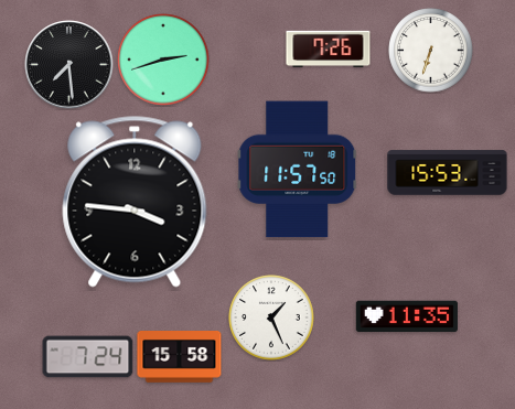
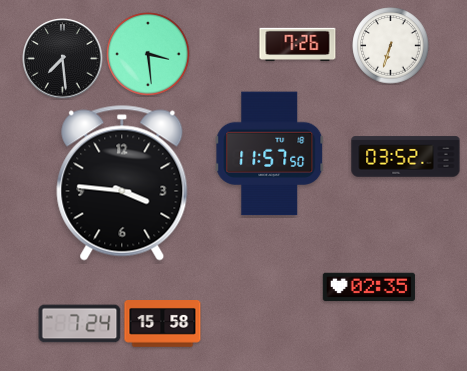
clock at (163, 60): 2:42 -> 3:29
clock at (448, 173): 15:53 -> 03:52
clock at (407, 316): 11:35 -> 02:35
clock at (271, 317): 1:26 -> none
